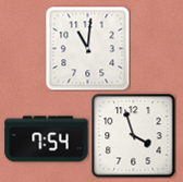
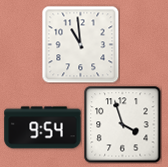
clock at (87, 48): 11:01 -> 10:59
clock at (47, 139): 7:54 -> 9:54
